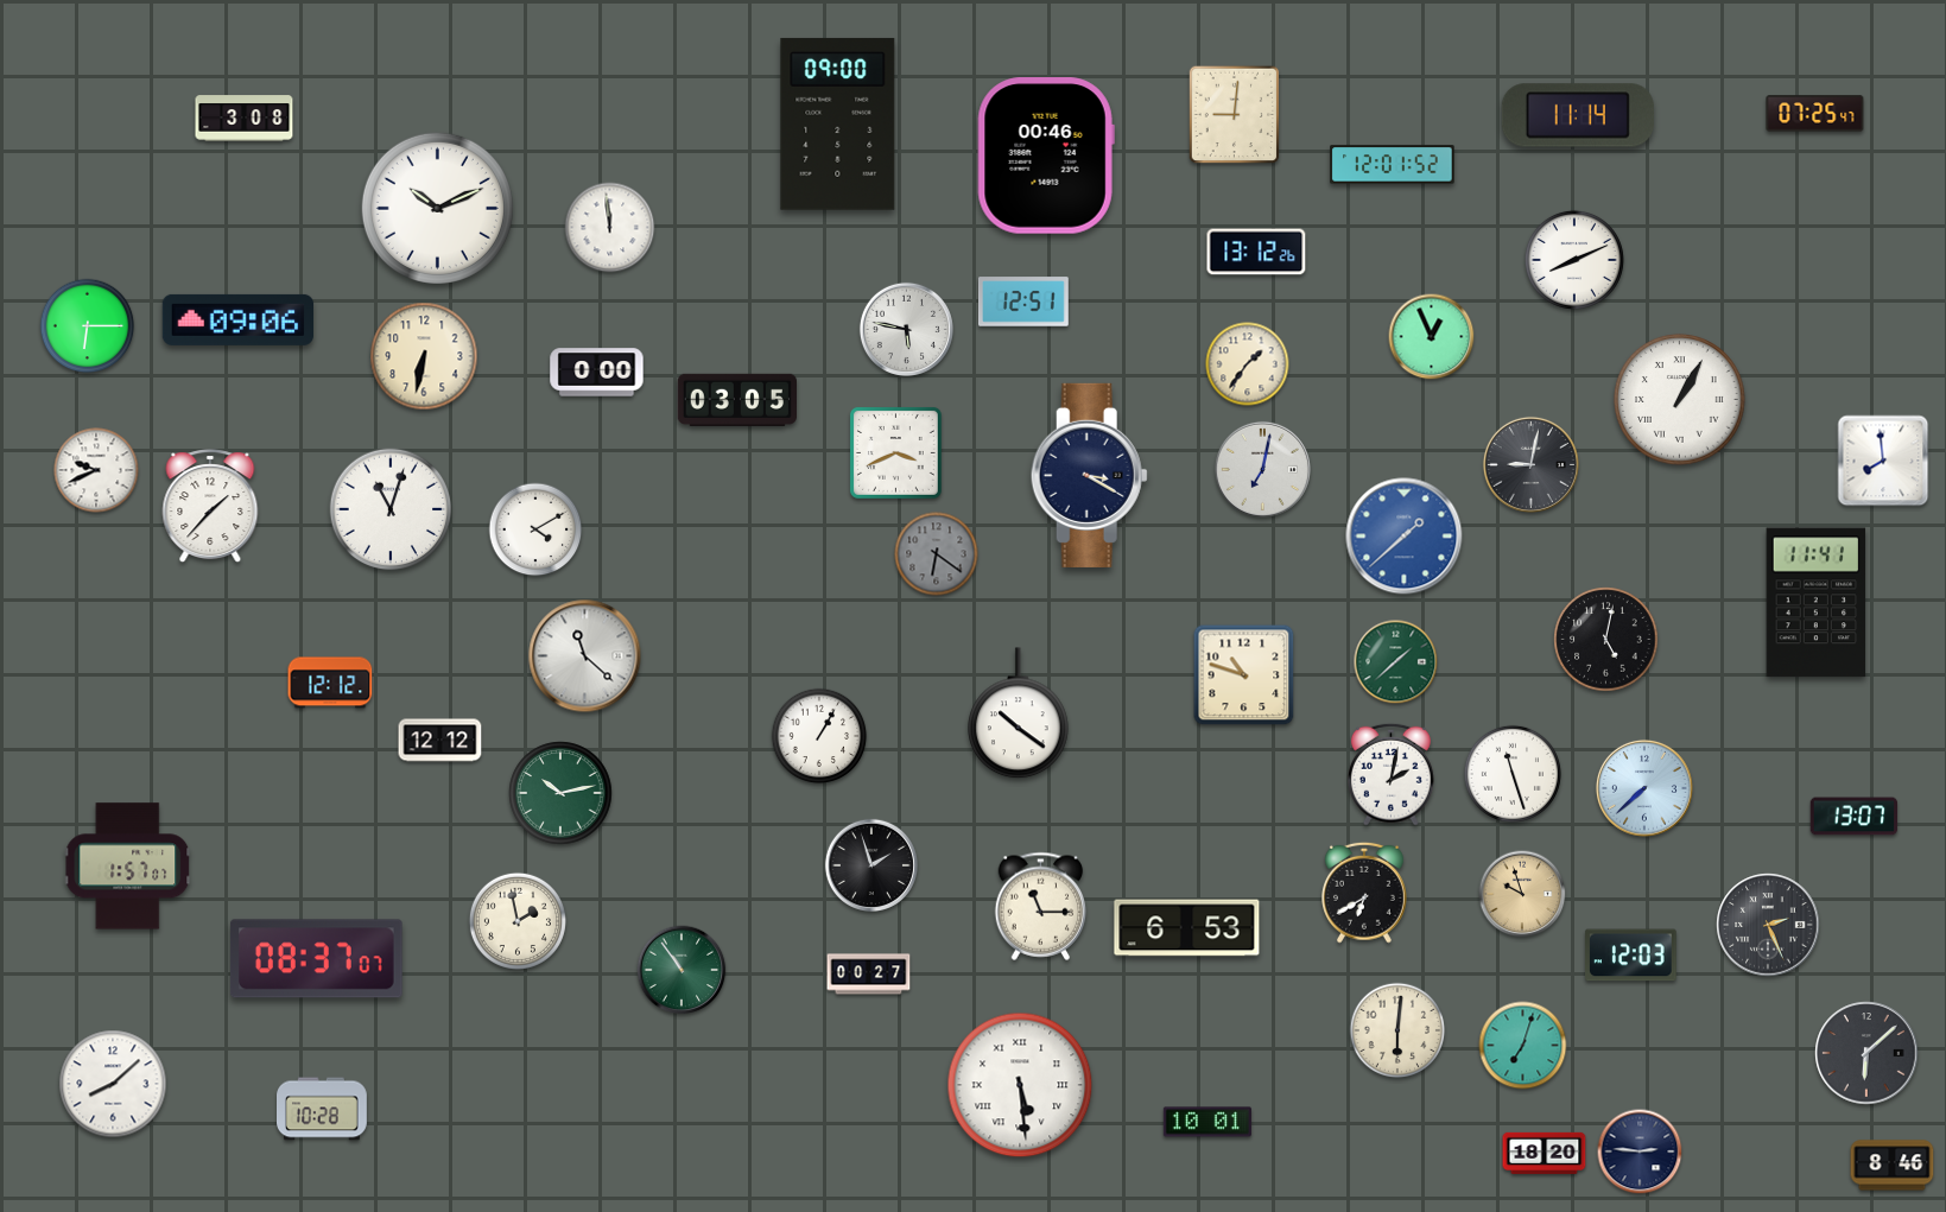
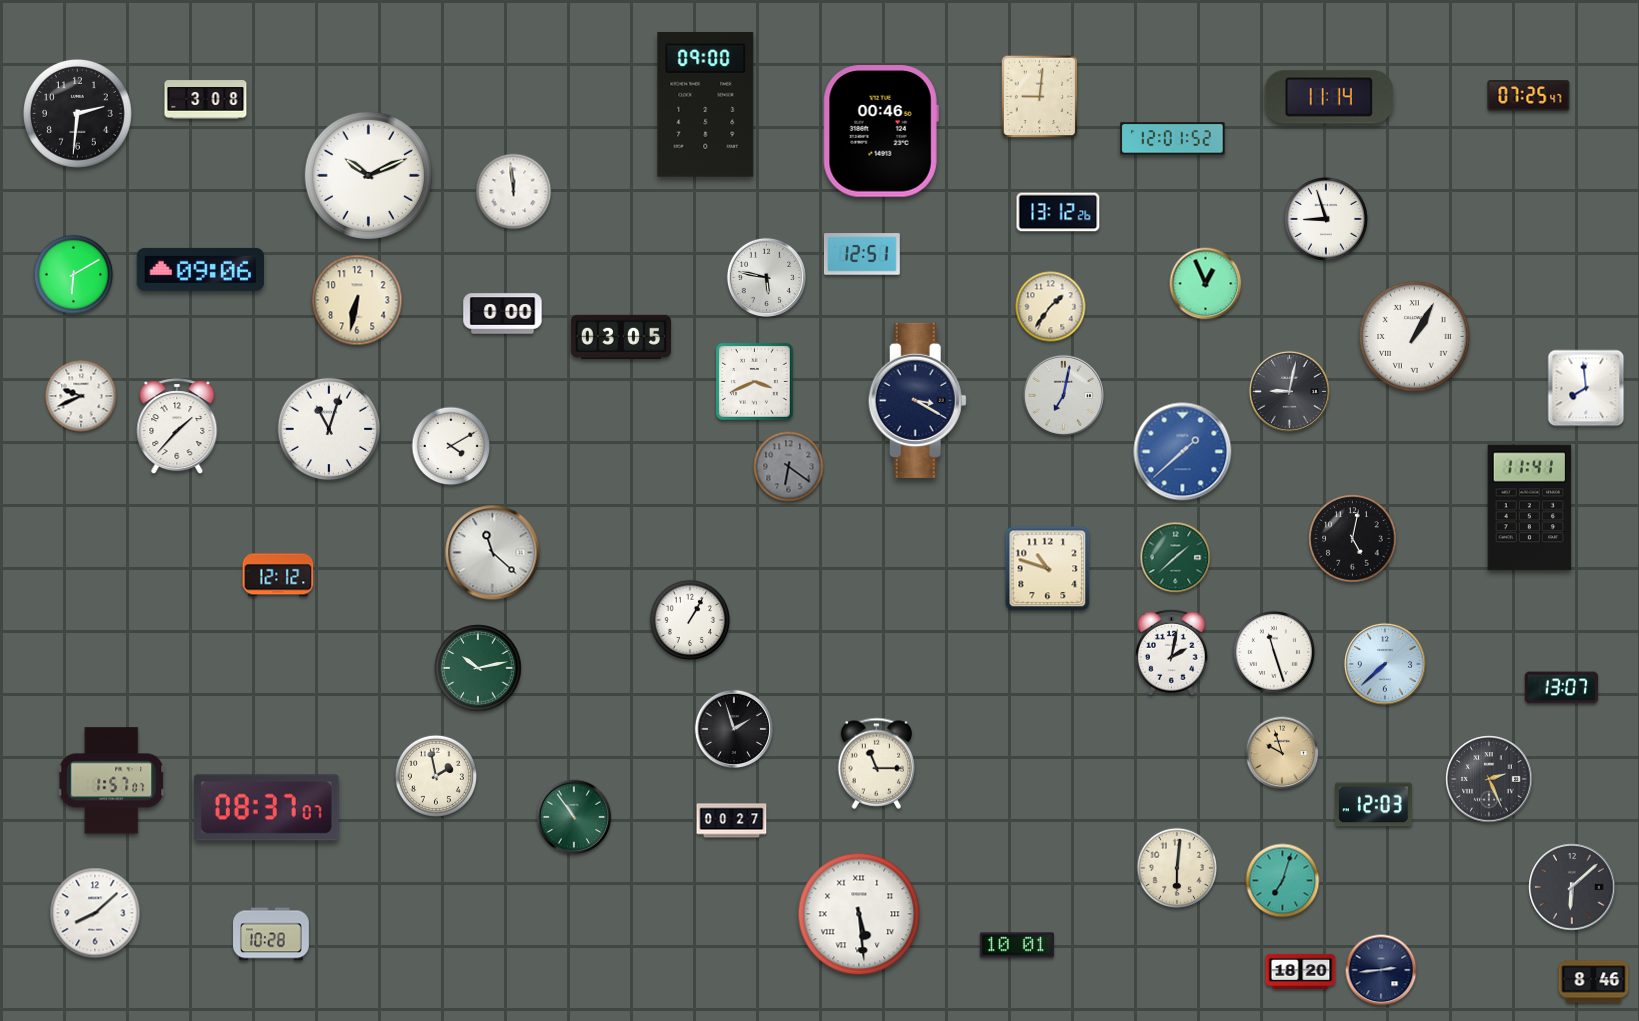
clock at (77, 113): none -> 2:31
clock at (1574, 260): 8:11 -> 8:57
clock at (88, 326): 6:15 -> 6:10
clock at (906, 329) position: (906, 329) -> (766, 277)
clock at (1019, 713): 10:21 -> none
clock at (440, 741): 12:12 -> none
clock at (560, 793) position: (560, 793) -> (478, 668)
clock at (128, 867) position: (128, 867) -> (112, 781)
clock at (1365, 893): 6:40 -> none
clock at (1187, 928): 6:53 -> none
clock at (1640, 1151): 2:46 -> 2:44
